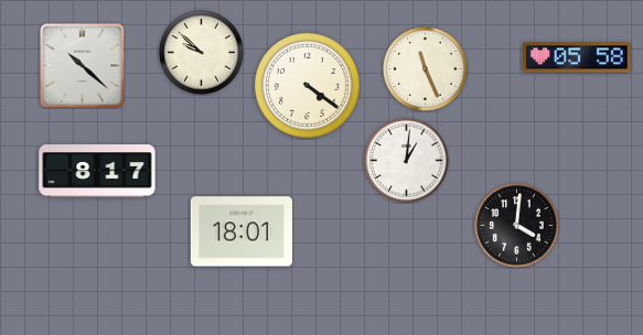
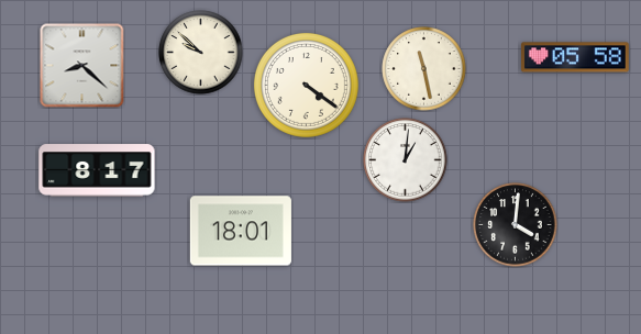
clock at (83, 66): 10:22 -> 8:22
clock at (426, 69): 11:26 -> 11:28
